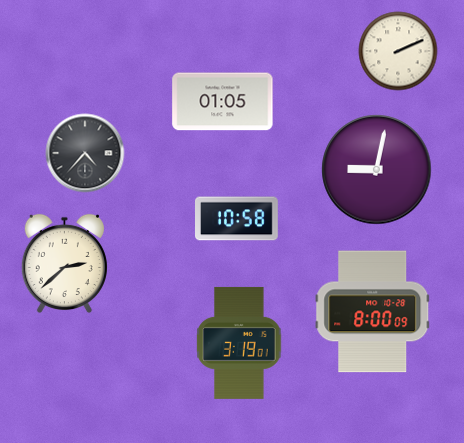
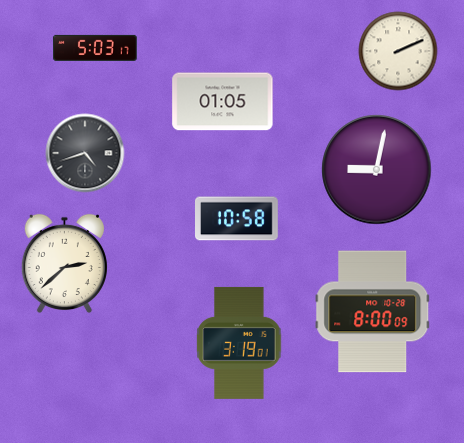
clock at (95, 48): none -> 5:03
clock at (85, 153): 4:37 -> 4:42
